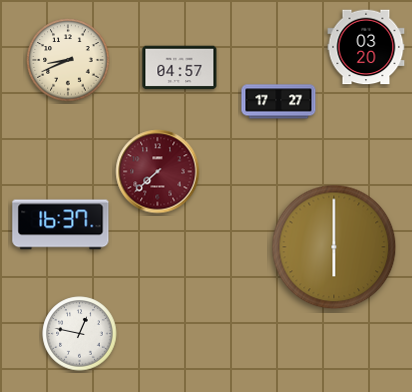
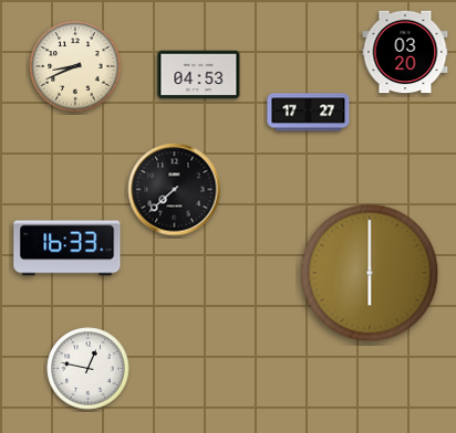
clock at (180, 68): 04:57 -> 04:53
clock at (158, 172) dial: burgundy -> black
clock at (61, 225): 16:37 -> 16:33
